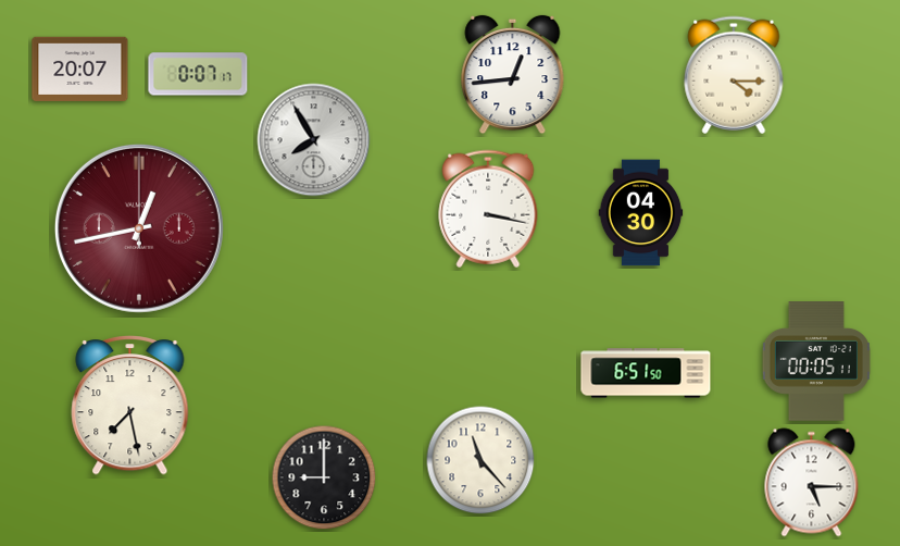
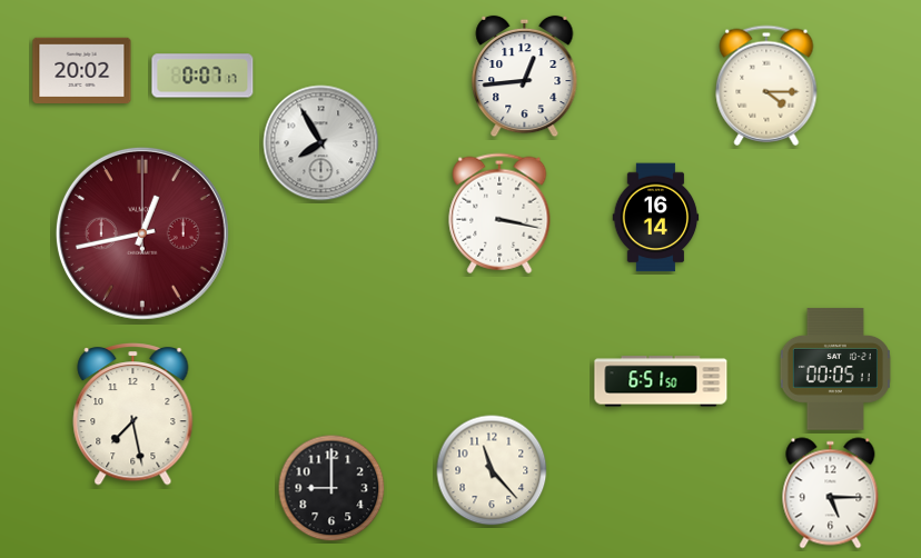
clock at (80, 70): 20:07 -> 20:02
clock at (734, 75) position: (734, 75) -> (766, 86)
clock at (641, 213): 04:30 -> 16:14
